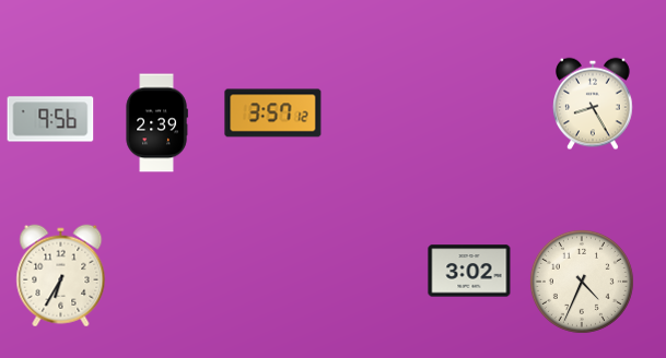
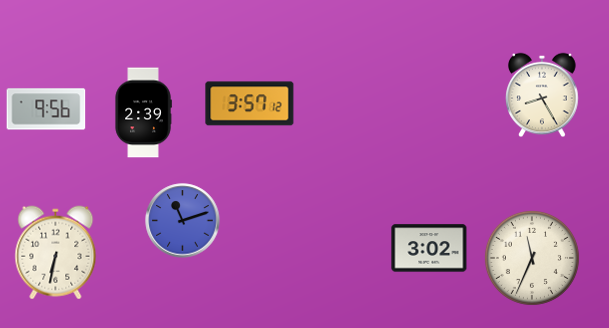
clock at (183, 221): none -> 11:12
clock at (61, 276): 6:35 -> 6:32
clock at (582, 282): 4:34 -> 11:34
